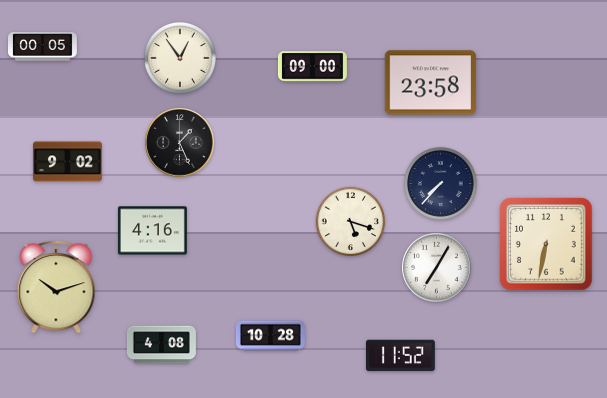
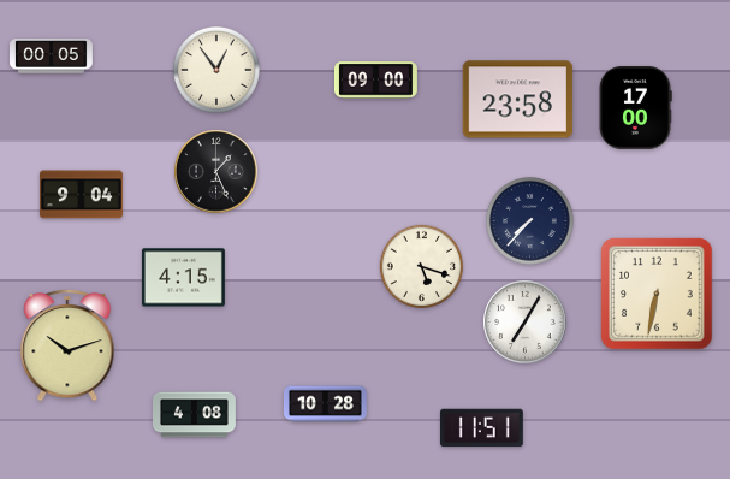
clock at (635, 107): none -> 17:00
clock at (67, 162): 9:02 -> 9:04
clock at (152, 231): 4:16 -> 4:15
clock at (400, 356): 11:52 -> 11:51
